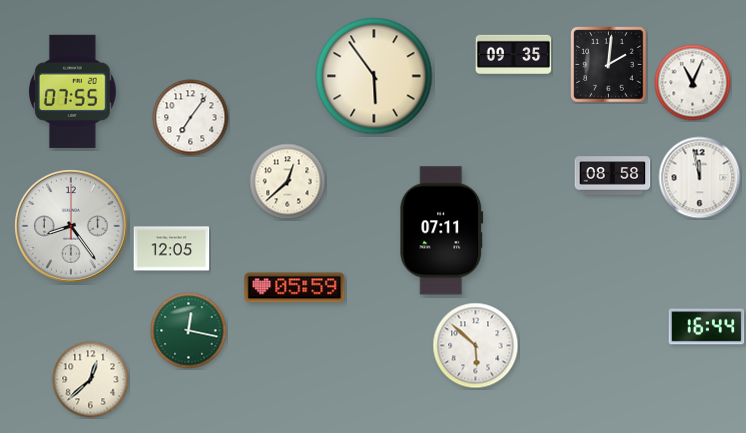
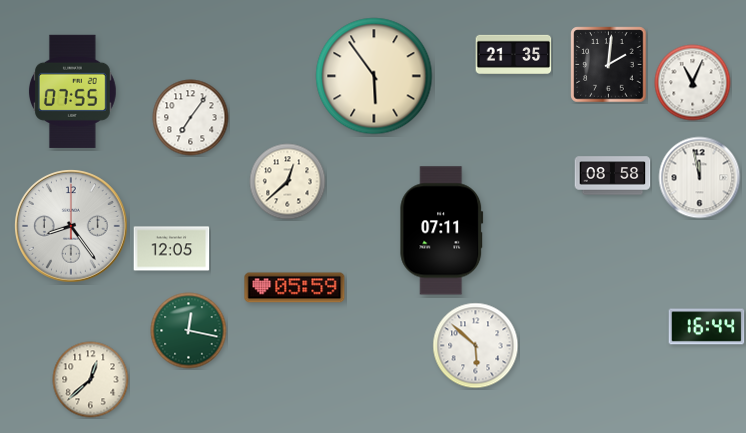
clock at (514, 54): 09:35 -> 21:35
